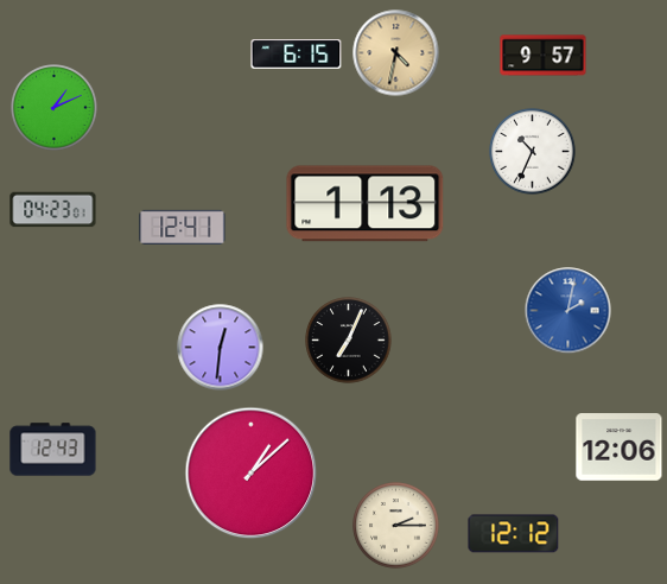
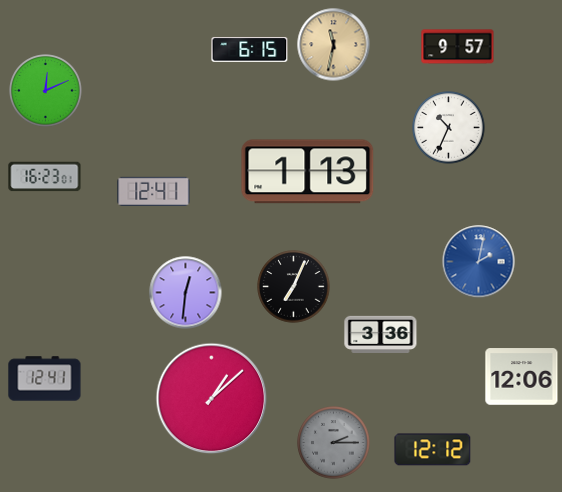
clock at (396, 53): 4:32 -> 11:32
clock at (297, 55) position: (297, 55) -> (250, 50)
clock at (55, 108): 1:11 -> 12:11
clock at (53, 210): 04:23 -> 16:23
clock at (381, 334): none -> 3:36
clock at (53, 450): 12:43 -> 12:41
clock at (396, 526) dial: cream -> grey
